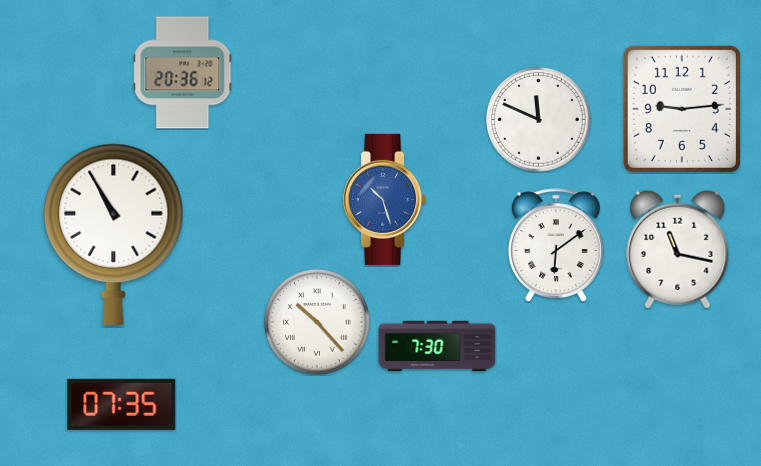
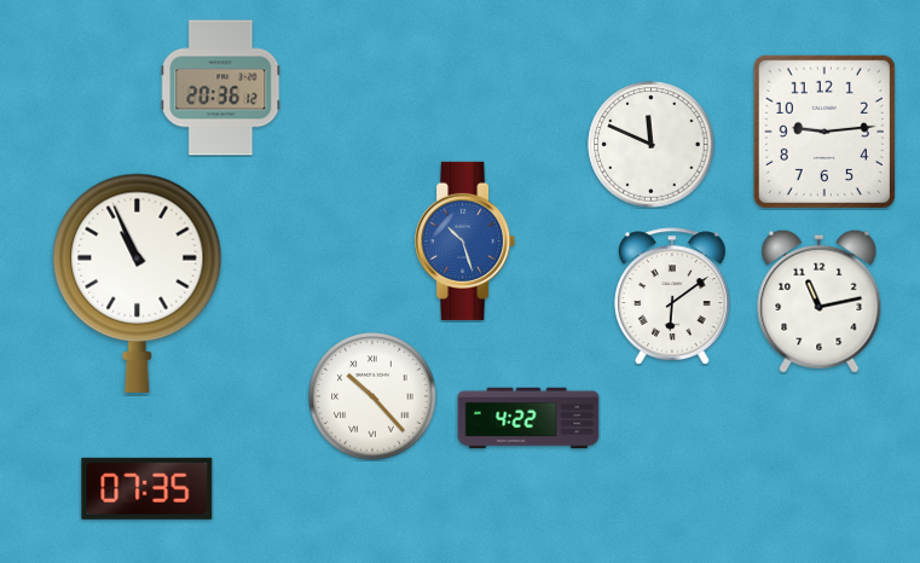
clock at (114, 234): 10:55 -> 10:56
clock at (678, 249): 11:17 -> 11:13
clock at (317, 322) position: (317, 322) -> (372, 396)
clock at (437, 346): 7:30 -> 4:22
